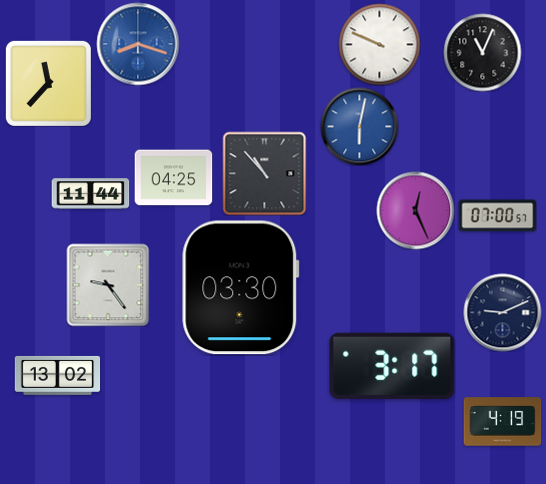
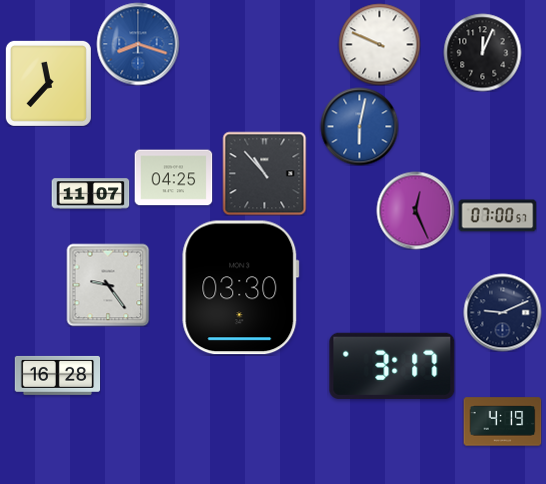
clock at (482, 52): 11:04 -> 12:04
clock at (90, 194): 11:44 -> 11:07
clock at (57, 375): 13:02 -> 16:28
